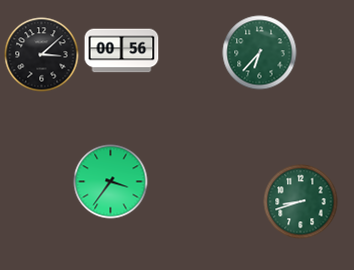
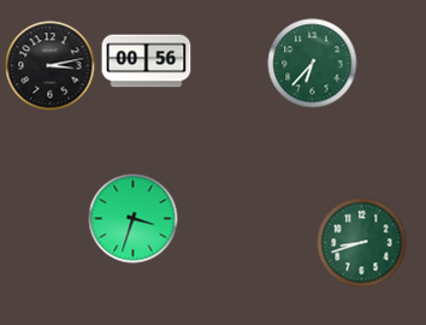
clock at (42, 55): 3:08 -> 3:13
clock at (111, 182): 3:36 -> 3:33
